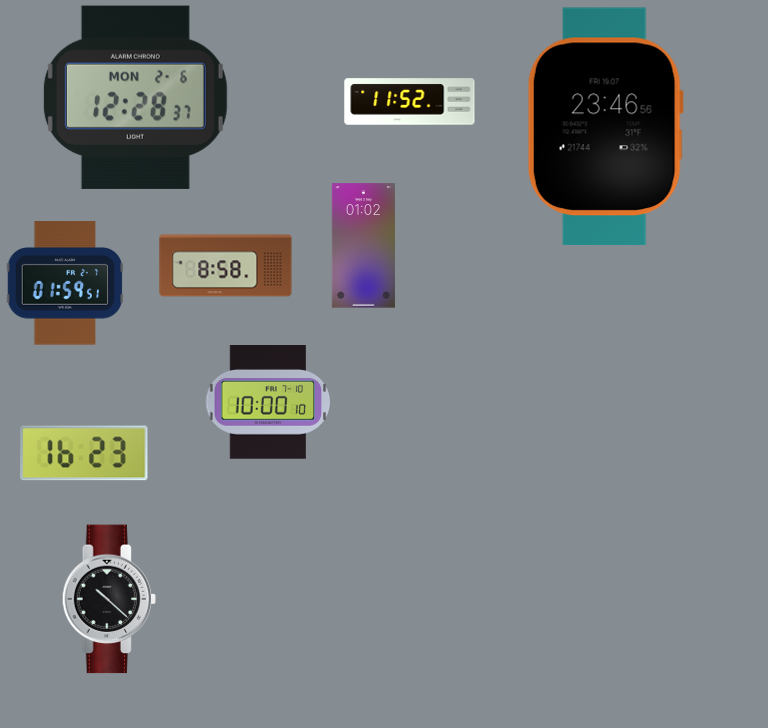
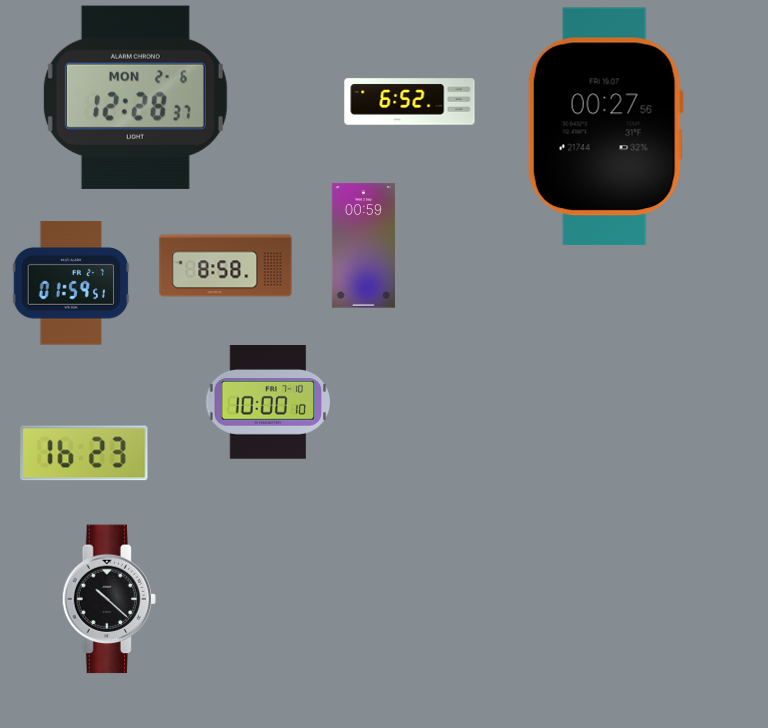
clock at (410, 102): 11:52 -> 6:52
clock at (605, 127): 23:46 -> 00:27
clock at (363, 246): 01:02 -> 00:59
clock at (65, 283) position: (65, 283) -> (71, 283)
